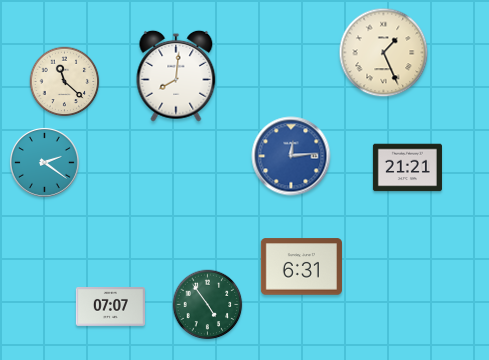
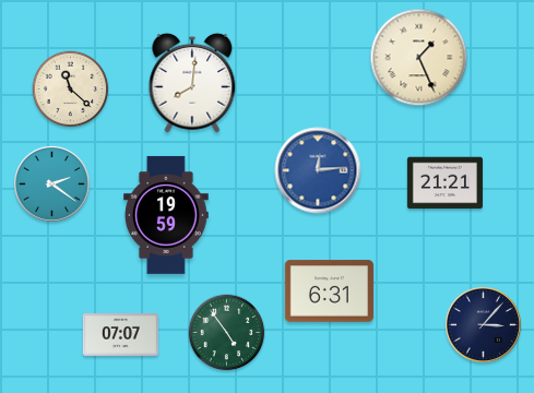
clock at (44, 162) position: (44, 162) -> (51, 183)
clock at (167, 215): none -> 19:59
clock at (483, 324): none -> 3:07
